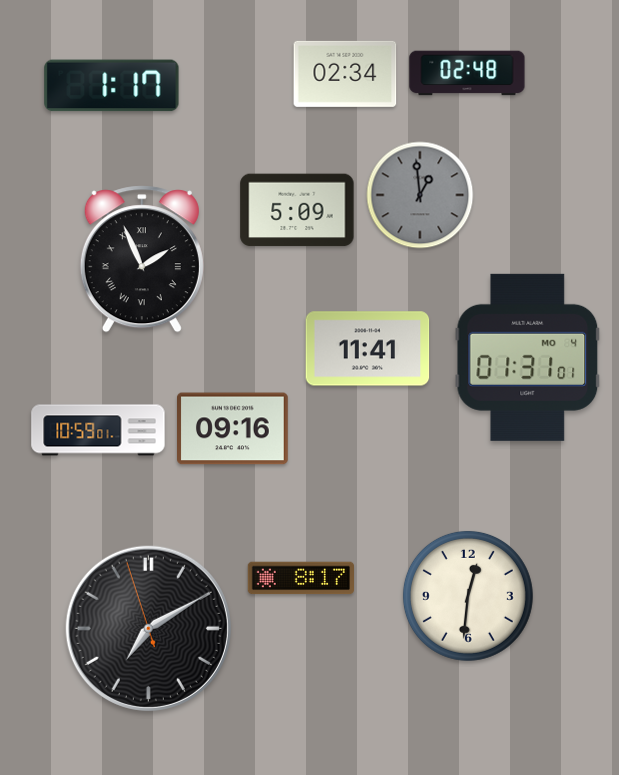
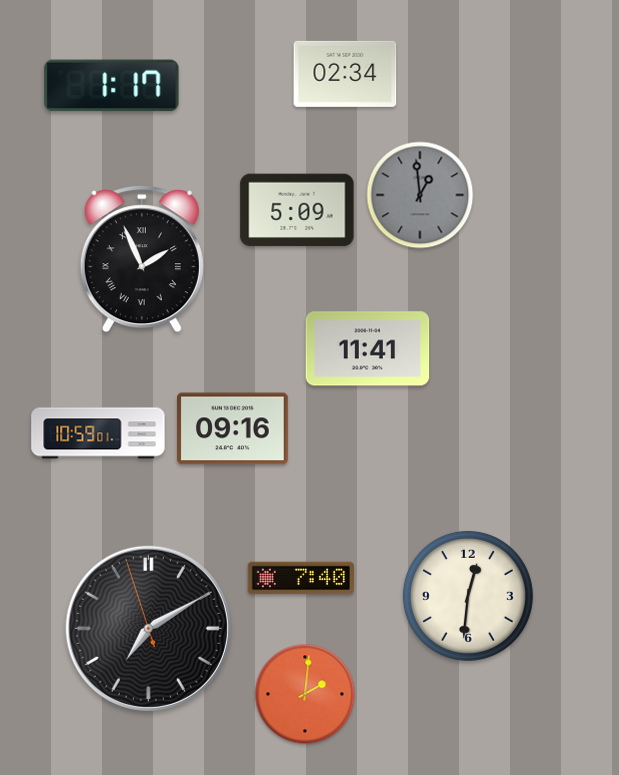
clock at (467, 73): 02:48 -> none
clock at (528, 357): 01:31 -> none
clock at (98, 430) position: (98, 430) -> (98, 433)
clock at (300, 578): 8:17 -> 7:40
clock at (305, 694): none -> 2:01
